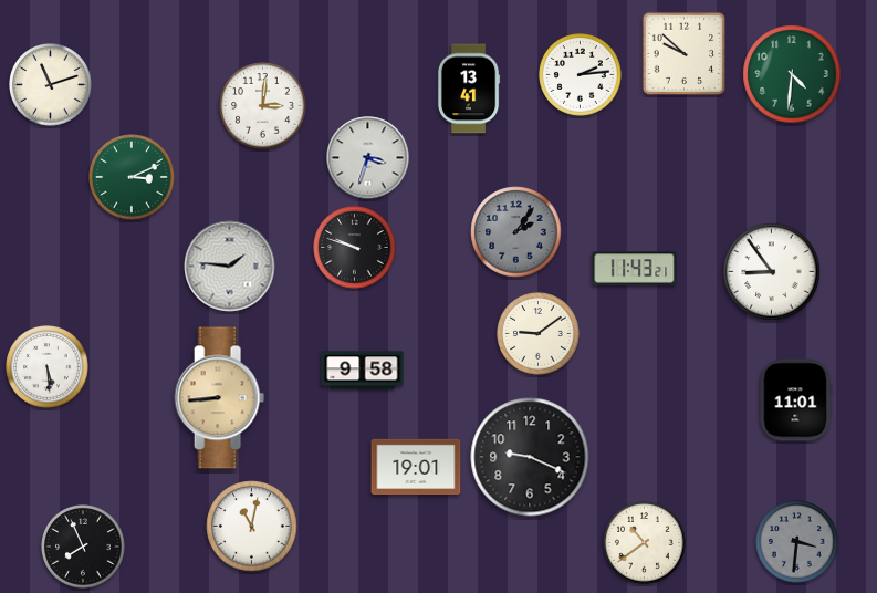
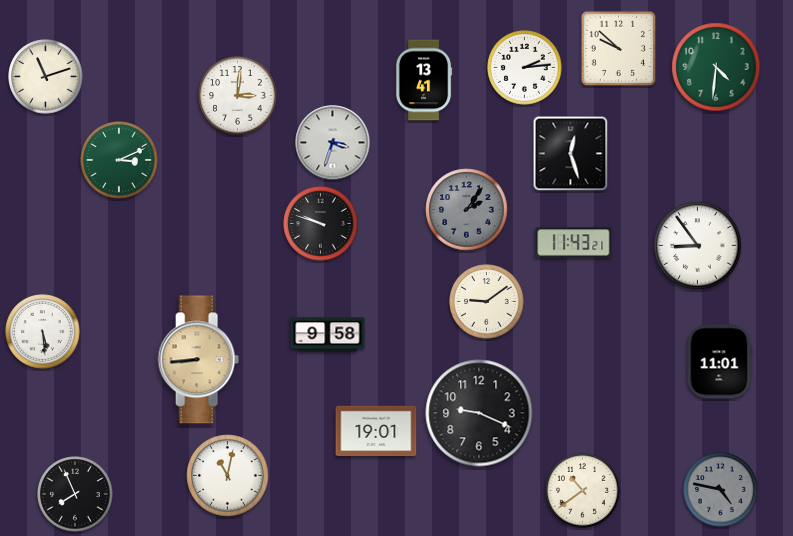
clock at (571, 154): none -> 12:27
clock at (230, 267): 1:46 -> none
clock at (416, 467) position: (416, 467) -> (376, 431)
clock at (797, 542): 3:31 -> 4:47
